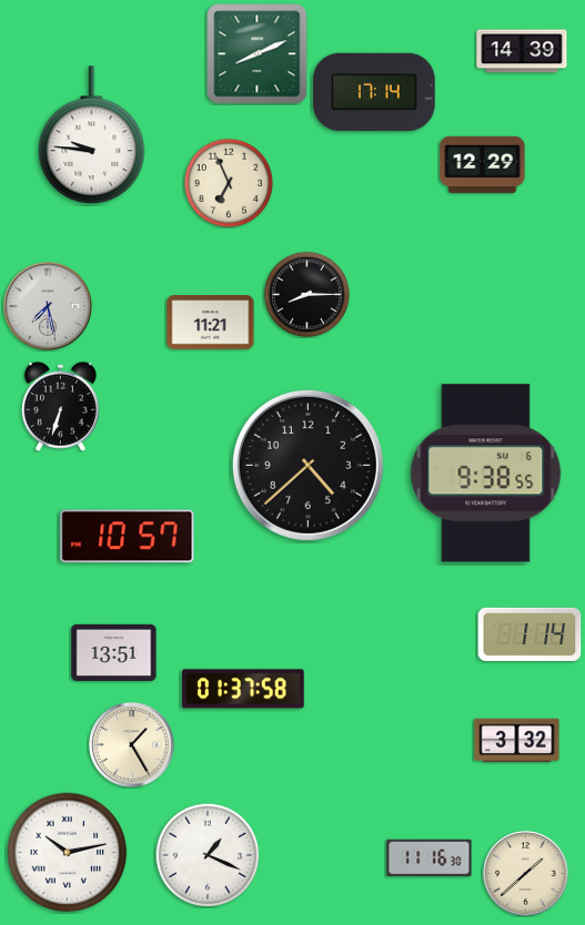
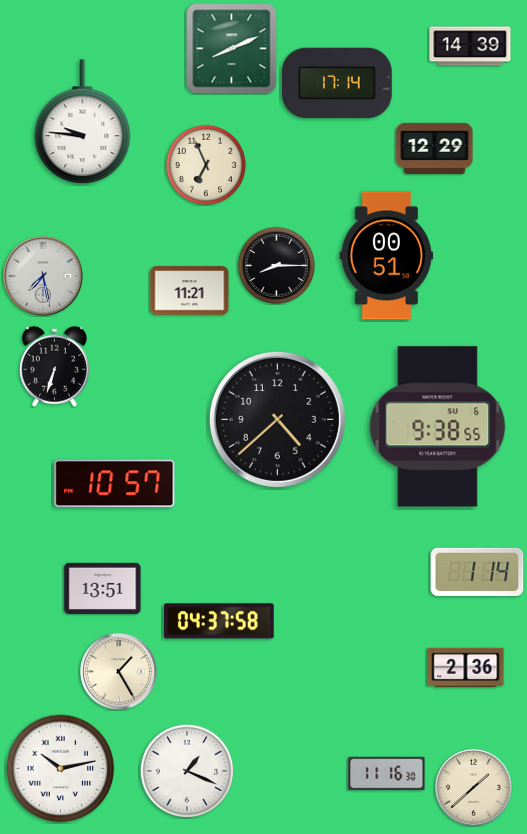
clock at (387, 256): none -> 00:51
clock at (243, 689): 01:37 -> 04:37
clock at (517, 741): 3:32 -> 2:36
